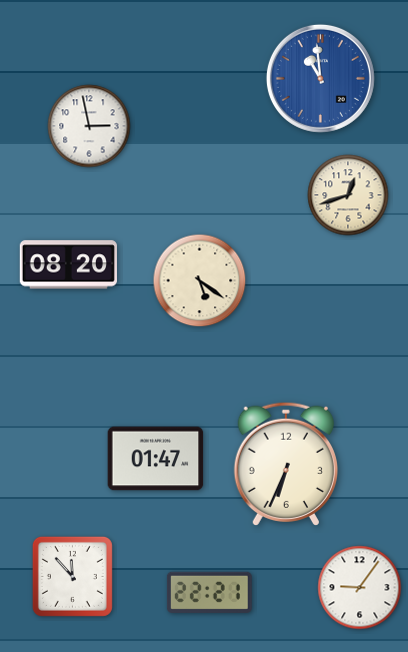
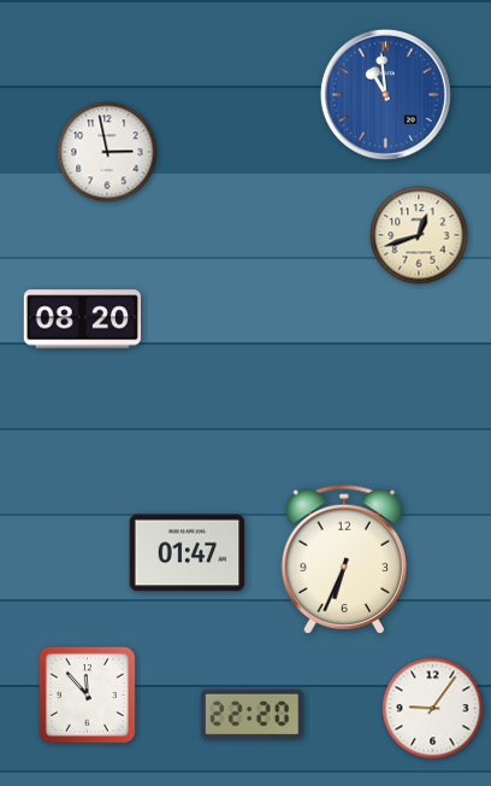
clock at (200, 281): 5:21 -> none
clock at (209, 592): 22:21 -> 22:20
